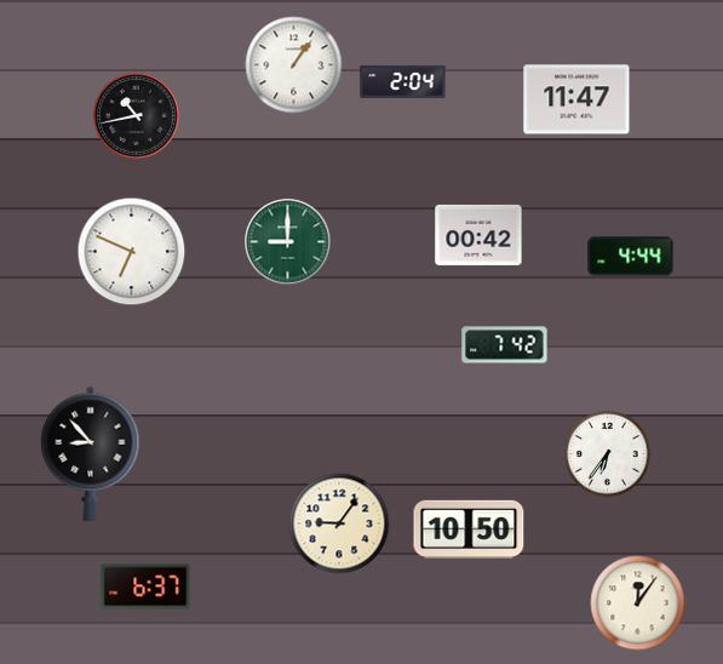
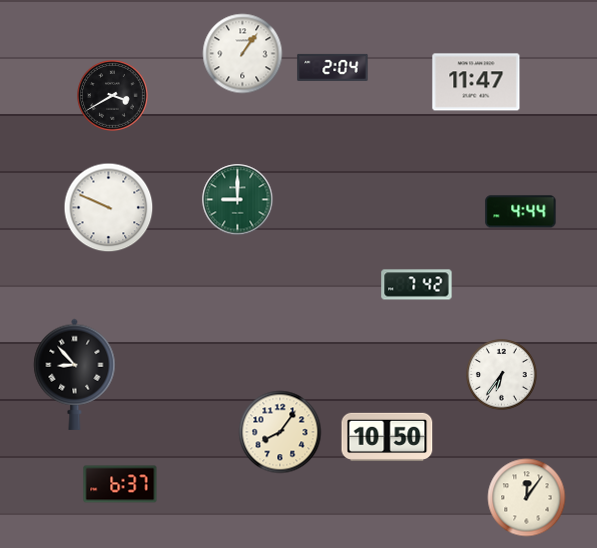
clock at (137, 116): 10:43 -> 3:40
clock at (478, 235): 00:42 -> none
clock at (132, 252): 6:49 -> 9:49
clock at (339, 523): 9:06 -> 8:06
